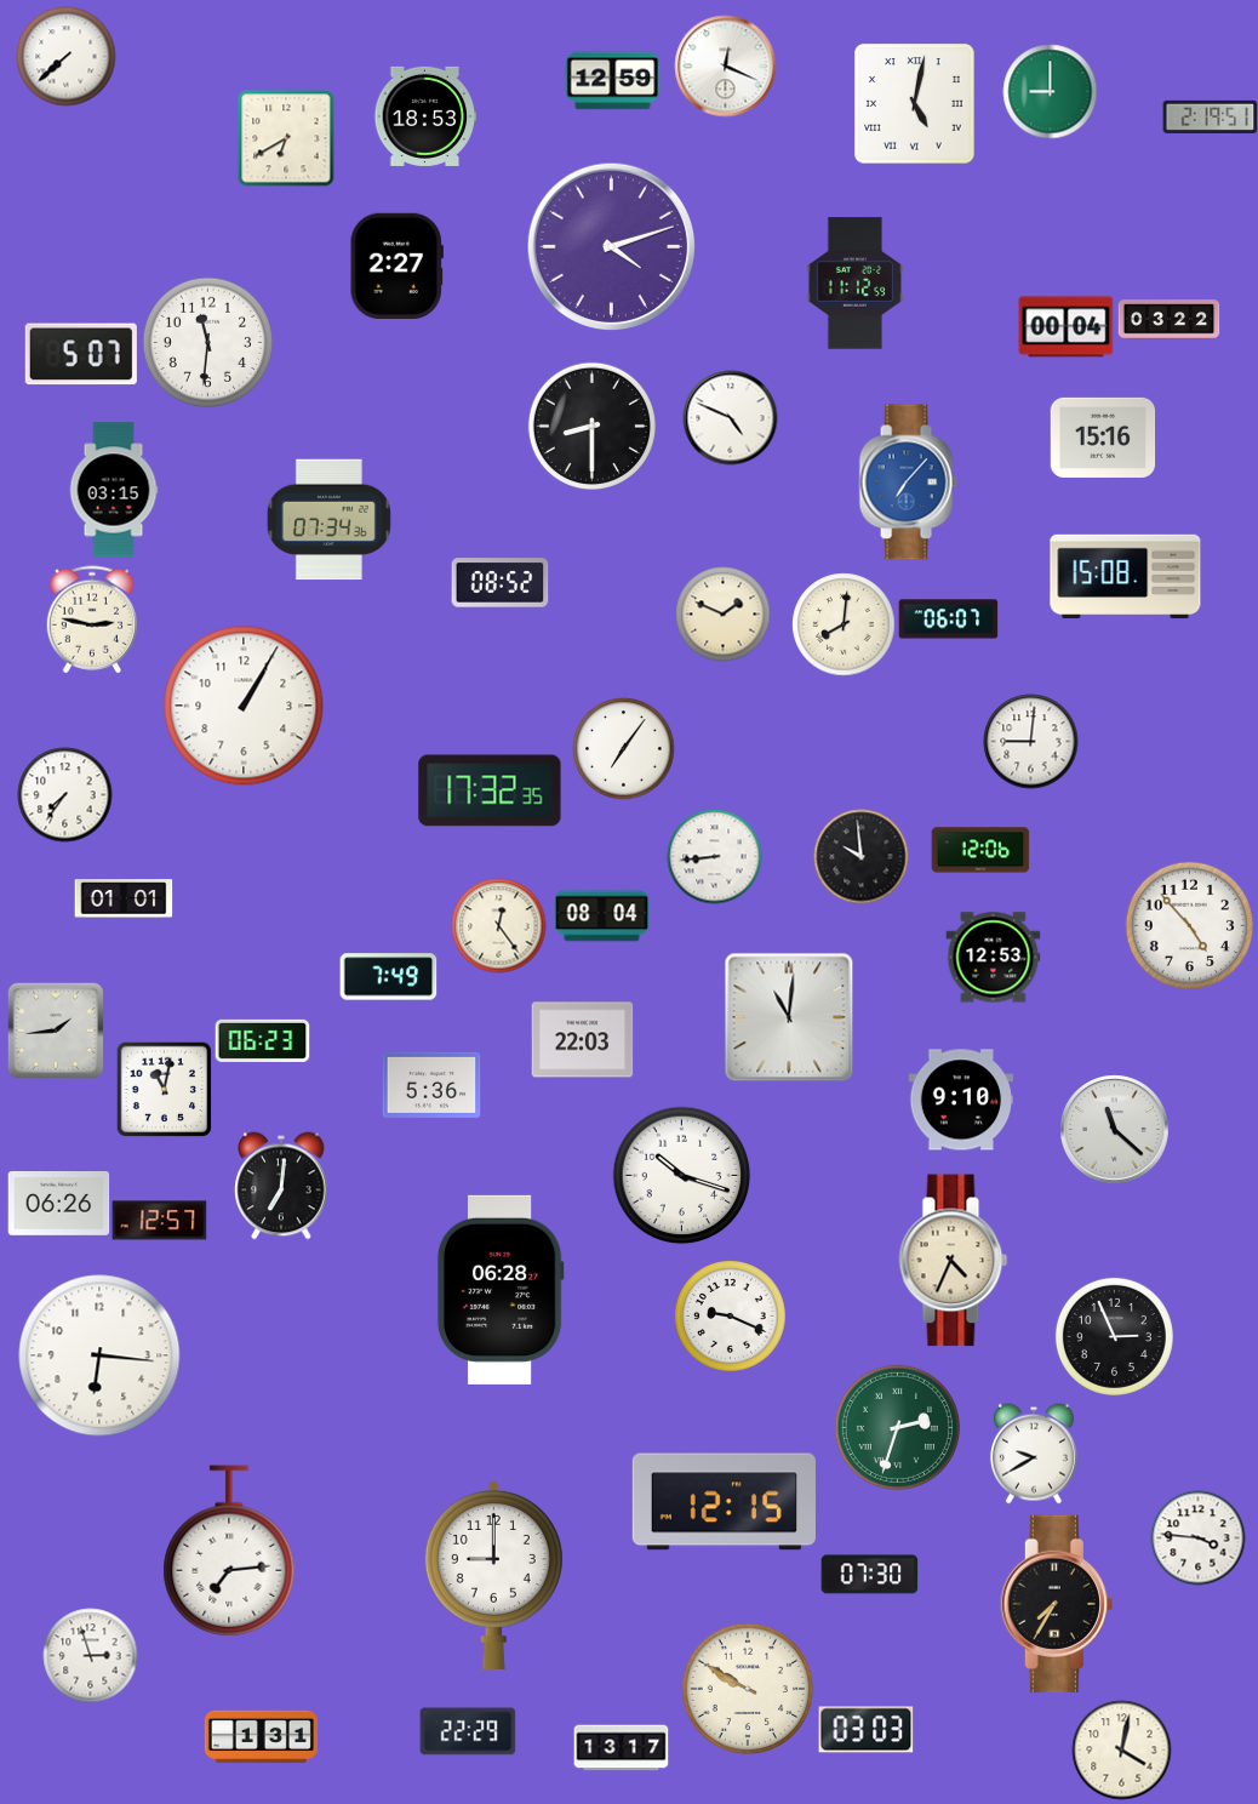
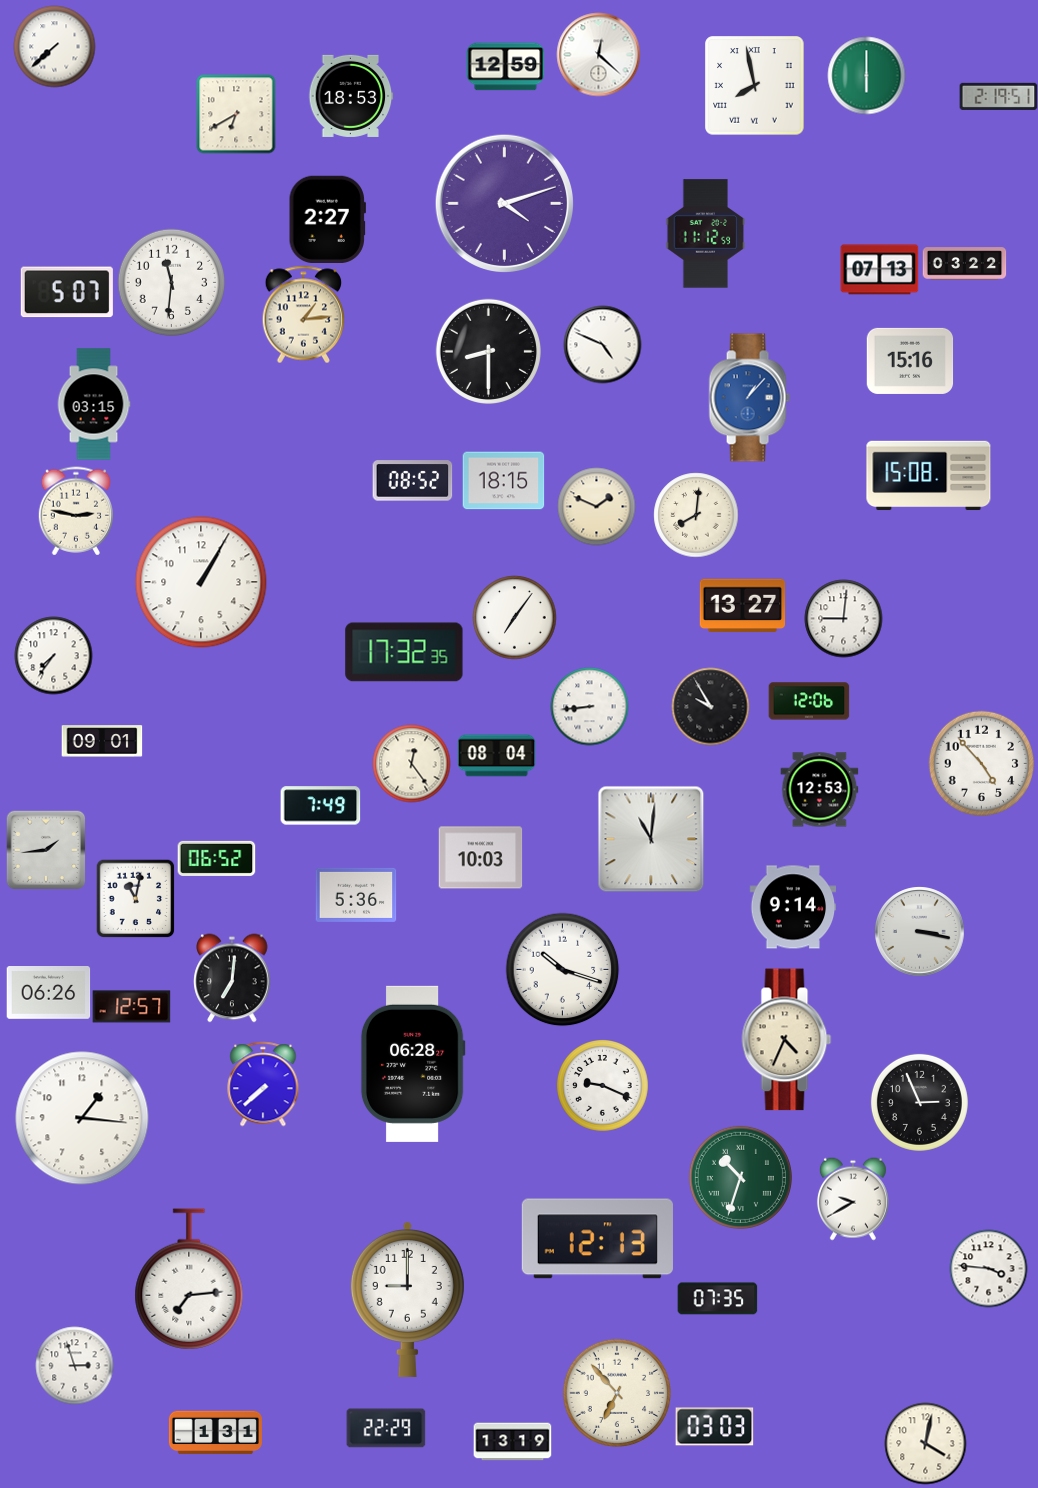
clock at (725, 65): 12:19 -> 12:22
clock at (1050, 91): 9:00 -> 6:00
clock at (914, 103): 5:02 -> 7:58
clock at (1065, 327): 00:04 -> 07:13
clock at (304, 314): none -> 1:14
clock at (908, 483): 7:07 -> 1:07
clock at (328, 520): 07:34 -> none
clock at (503, 481): none -> 18:15
clock at (948, 620): 06:07 -> none
clock at (742, 606): none -> 13:27
clock at (1030, 741) position: (1030, 741) -> (843, 618)
clock at (860, 856): 9:59 -> 9:55
clock at (124, 898): 01:01 -> 09:01
clock at (262, 1040): 06:23 -> 06:52
clock at (582, 1040): 22:03 -> 10:03
clock at (961, 1100): 9:10 -> 9:14
clock at (1114, 1129): 11:22 -> 3:17
clock at (263, 1084): none -> 7:38
clock at (99, 1355): 6:16 -> 1:16
clock at (897, 1427): 2:33 -> 10:33
clock at (724, 1502): 12:15 -> 12:13
clock at (869, 1575): 07:30 -> 07:35
clock at (1057, 1604): 7:35 -> none
clock at (748, 1689): 9:50 -> 6:53
clock at (621, 1748): 13:17 -> 13:19
